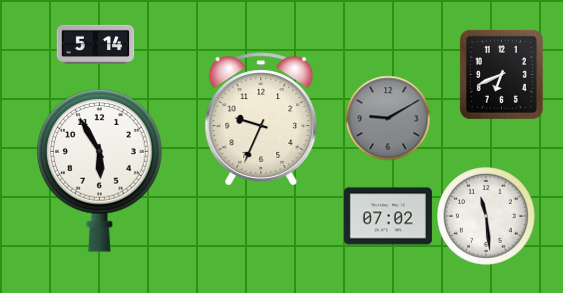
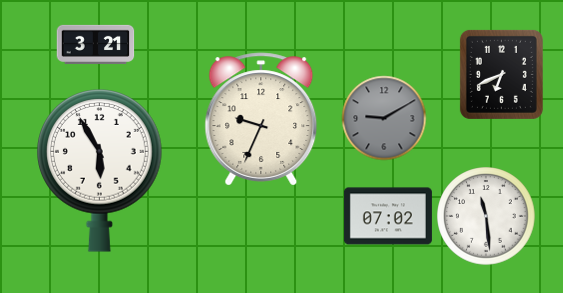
clock at (95, 44): 5:14 -> 3:21
clock at (388, 118) position: (388, 118) -> (384, 118)
